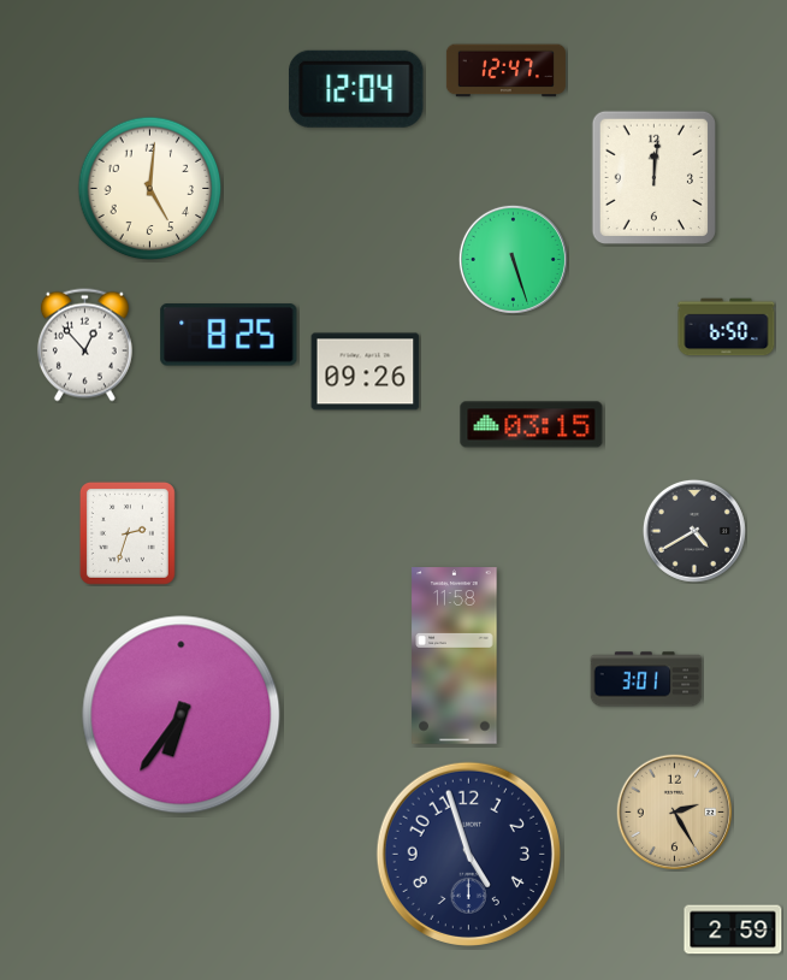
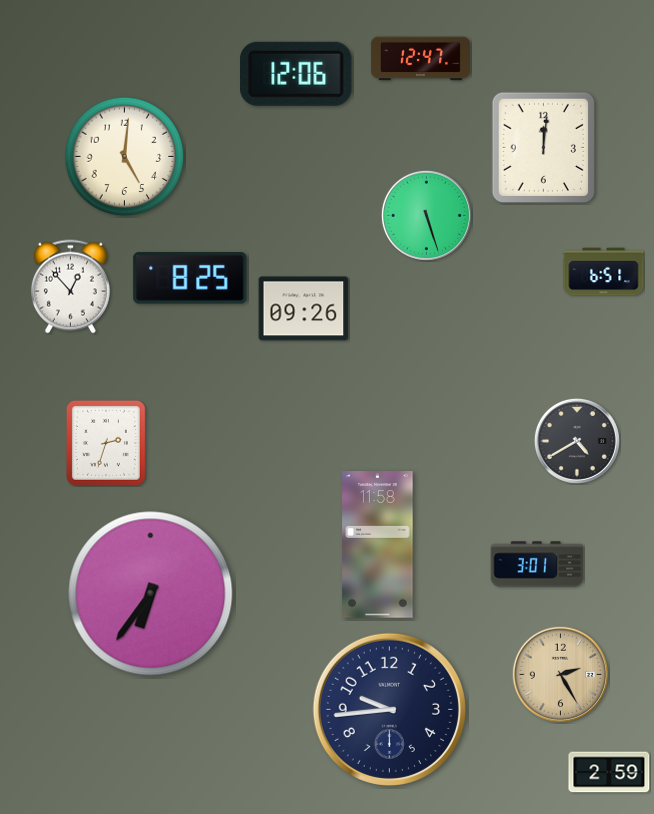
clock at (356, 89): 12:04 -> 12:06
clock at (727, 327): 6:50 -> 6:51
clock at (532, 425): 03:15 -> none
clock at (468, 854): 4:57 -> 9:44
